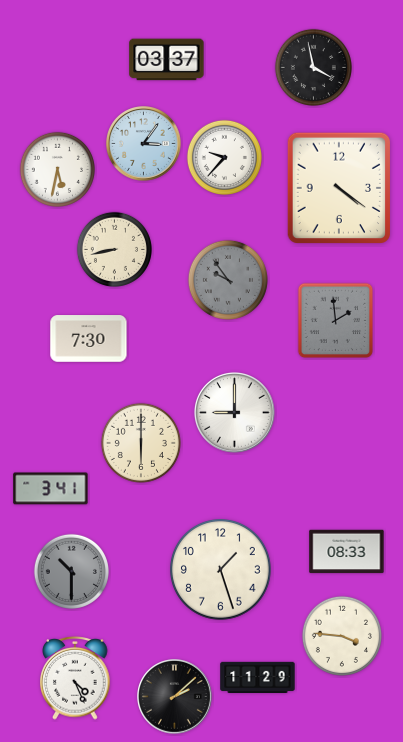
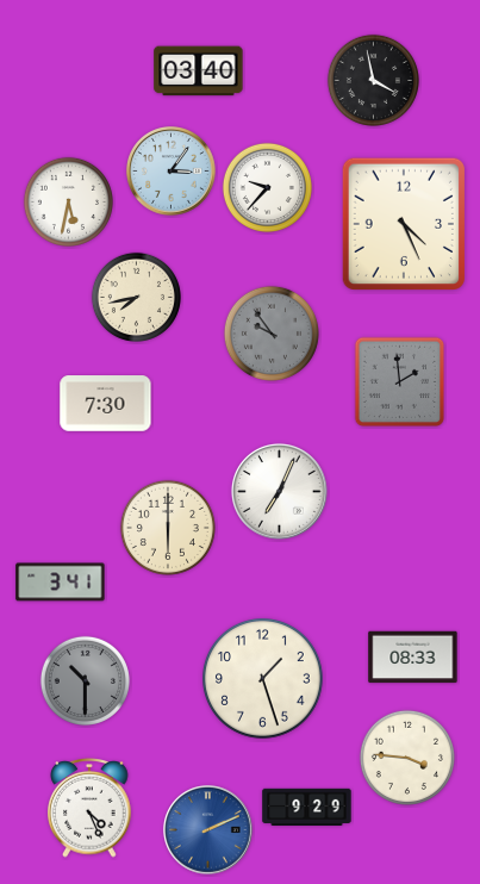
clock at (167, 60): 03:37 -> 03:40
clock at (338, 188): 4:21 -> 4:26
clock at (114, 249): 8:43 -> 7:43
clock at (234, 412): 9:00 -> 7:04
clock at (258, 678): 11:29 -> 9:29
clock at (175, 697): 2:08 -> 2:11
clock at (175, 697) dial: black -> blue
